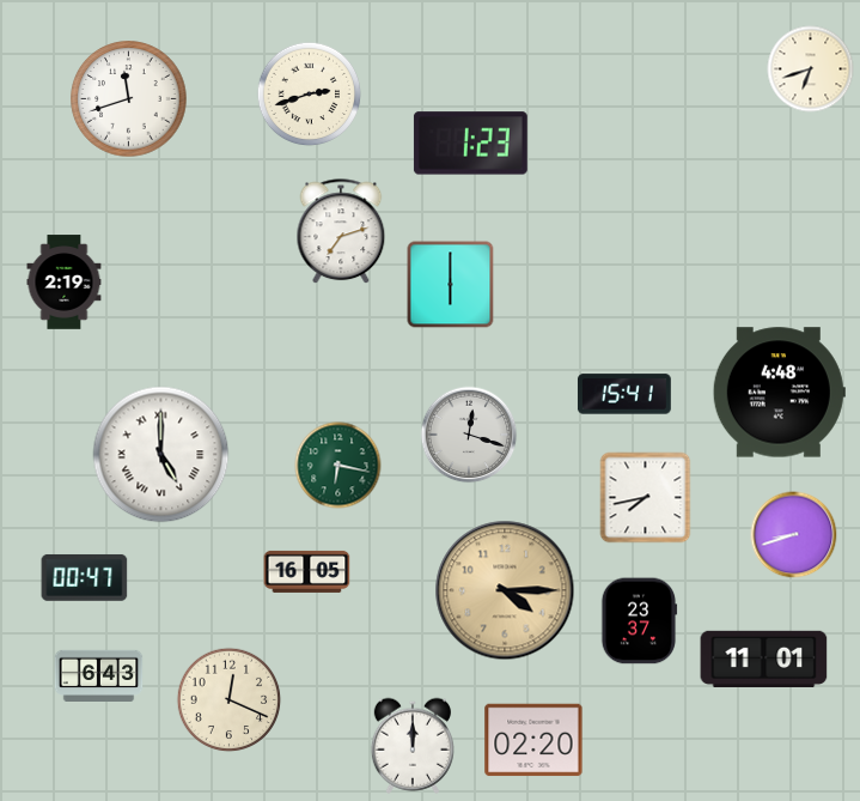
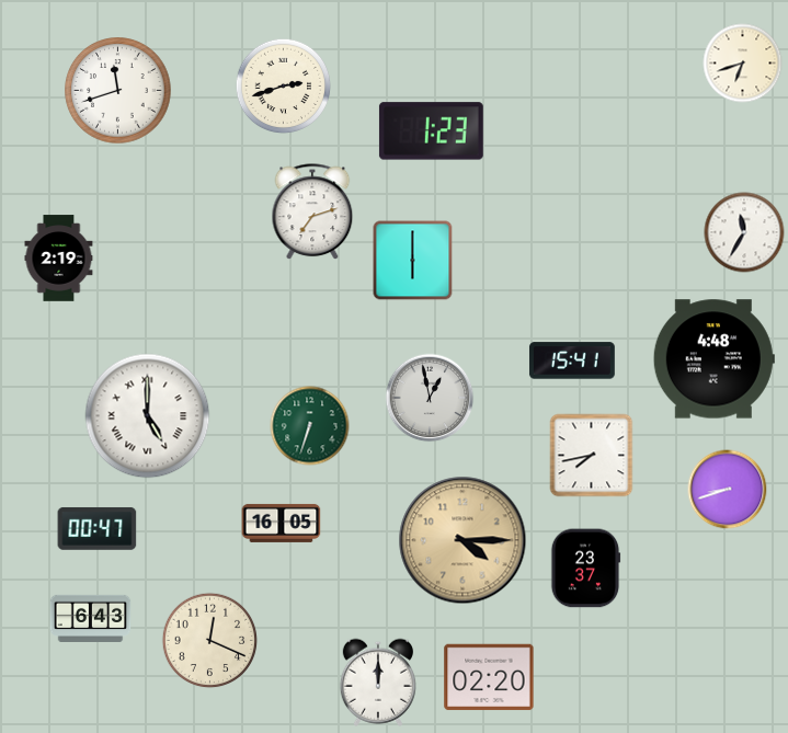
clock at (744, 232): none -> 11:35
clock at (469, 435): 12:18 -> 12:58
clock at (338, 466): 6:17 -> 6:33
clock at (85, 577) position: (85, 577) -> (98, 528)
clock at (764, 659): 11:01 -> none
